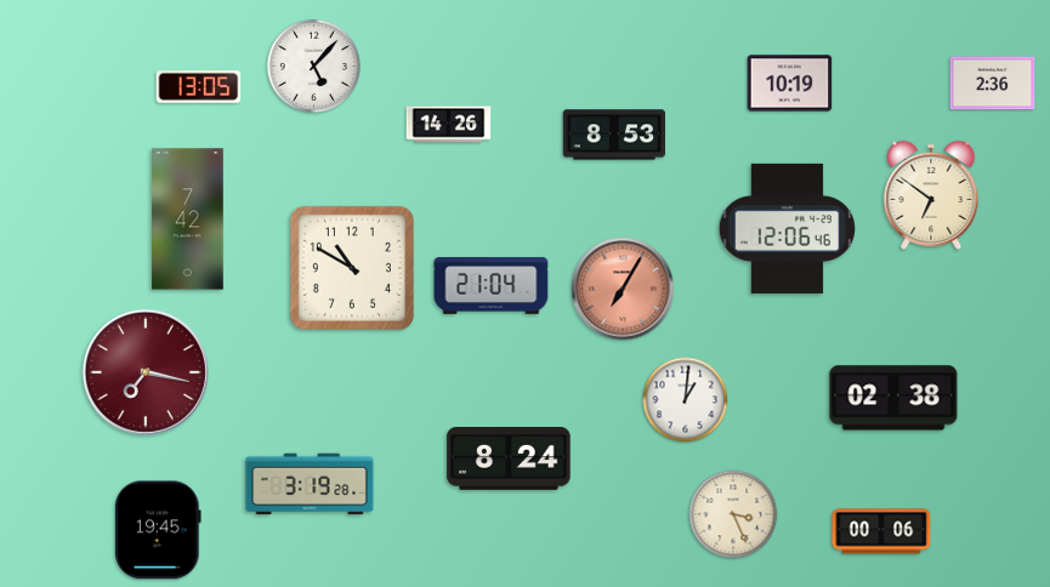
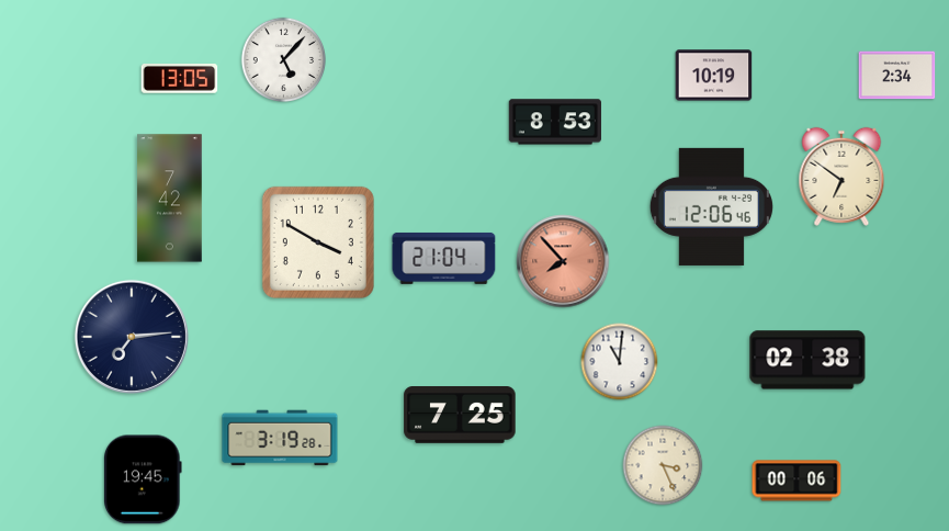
clock at (993, 84): 2:36 -> 2:34
clock at (449, 125): 14:26 -> none
clock at (352, 268): 10:50 -> 3:50
clock at (623, 289): 7:05 -> 7:53
clock at (146, 372): 7:17 -> 7:14
clock at (146, 372) dial: burgundy -> navy
clock at (686, 400): 1:01 -> 11:01
clock at (509, 460): 8:24 -> 7:25
